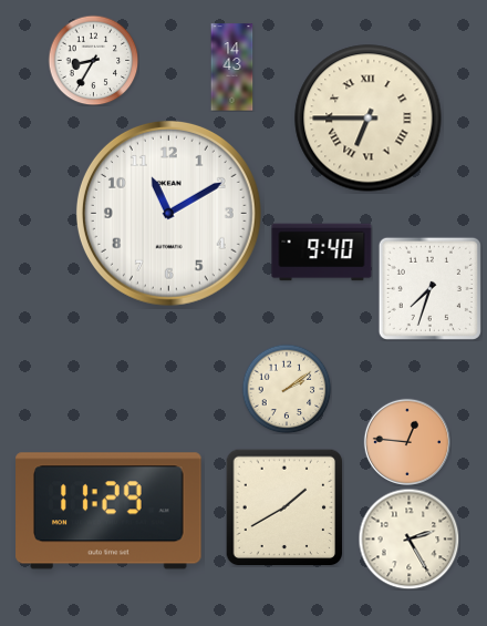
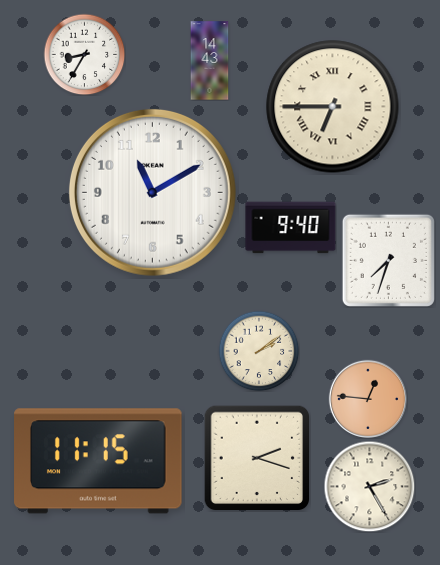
clock at (284, 507): 1:40 -> 2:18
clock at (108, 511): 11:29 -> 11:15
